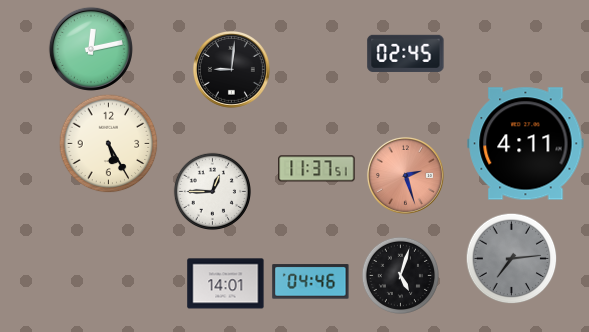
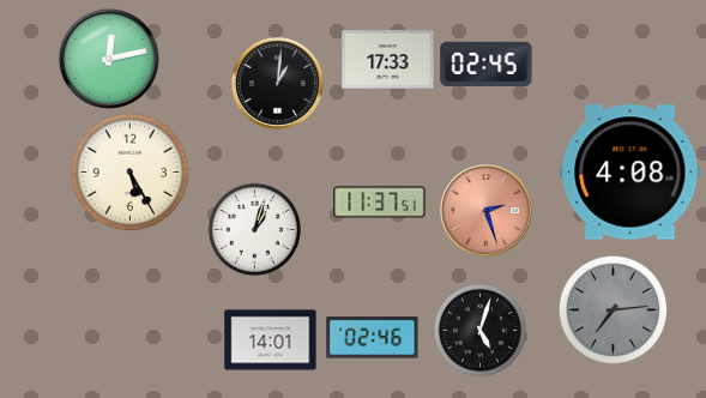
clock at (388, 60): none -> 17:33
clock at (231, 69): 9:01 -> 1:01
clock at (526, 144): 4:11 -> 4:08
clock at (212, 191): 12:45 -> 1:03
clock at (311, 282): 04:46 -> 02:46
